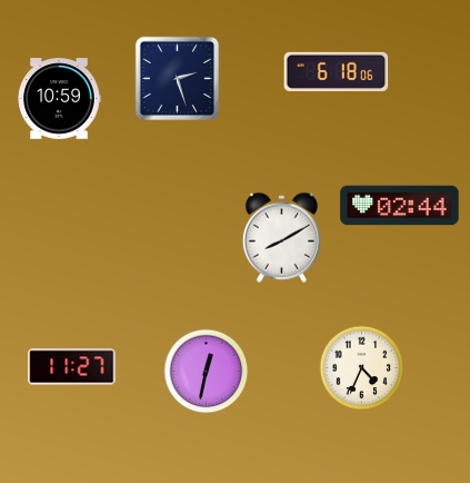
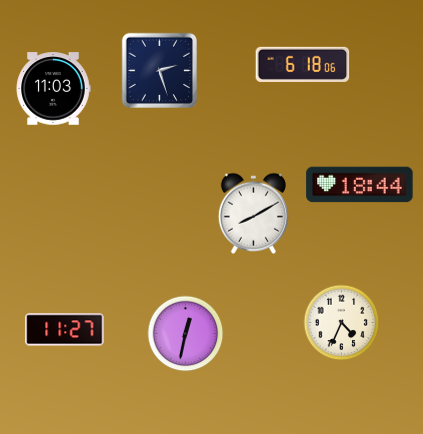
clock at (59, 99): 10:59 -> 11:03
clock at (400, 206): 02:44 -> 18:44
clock at (362, 368) position: (362, 368) -> (342, 323)
